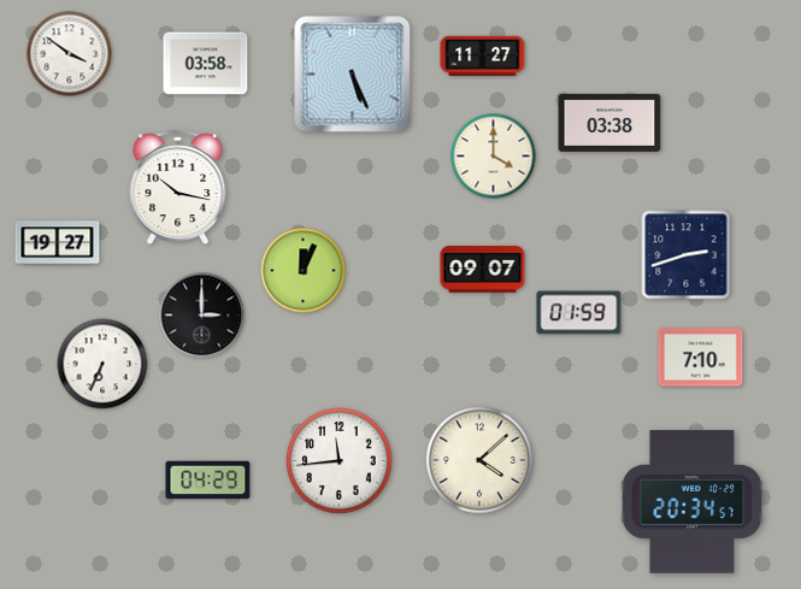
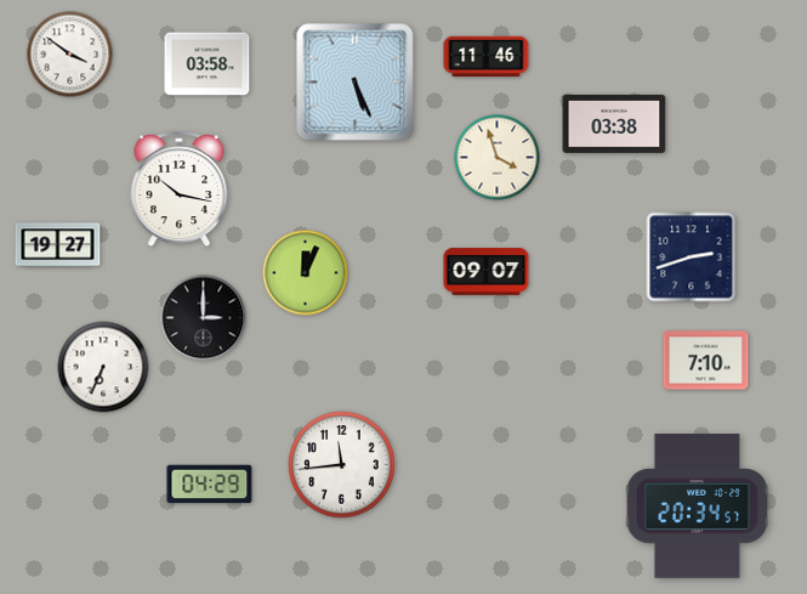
clock at (483, 57): 11:27 -> 11:46
clock at (353, 75) position: (353, 75) -> (356, 83)
clock at (494, 157): 4:00 -> 3:57
clock at (579, 313): 01:59 -> none
clock at (479, 460): 4:08 -> none
